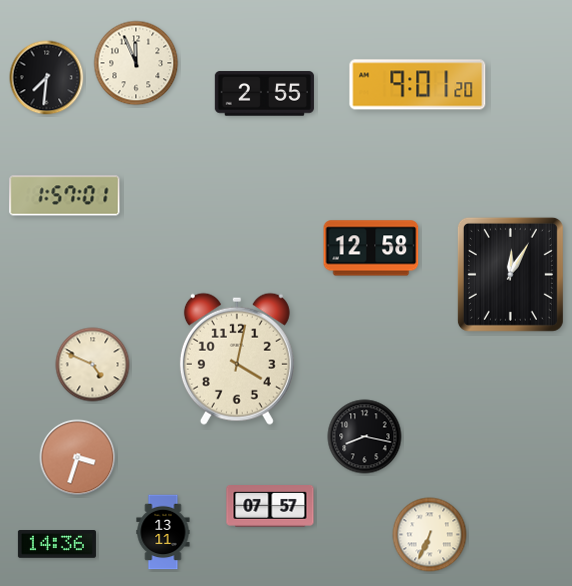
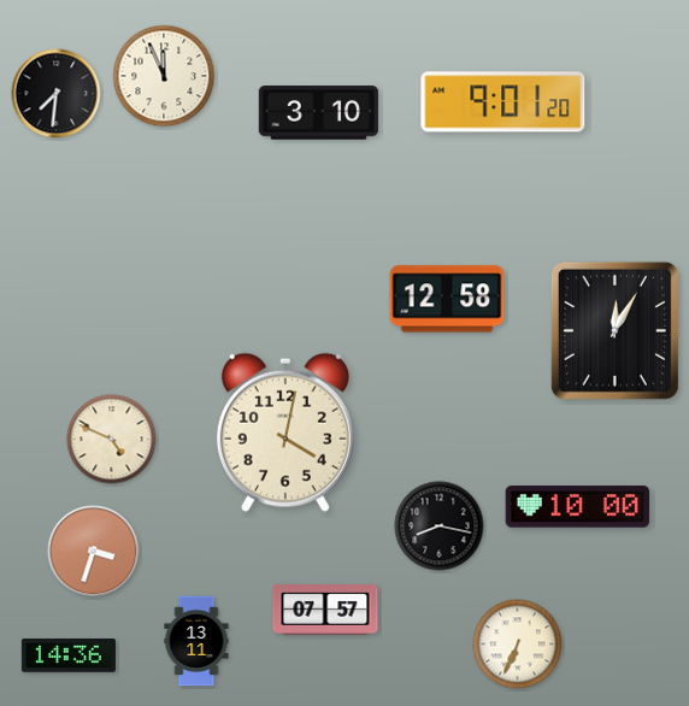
clock at (264, 94): 2:55 -> 3:10
clock at (65, 196): 1:57 -> none
clock at (578, 507): none -> 10:00
